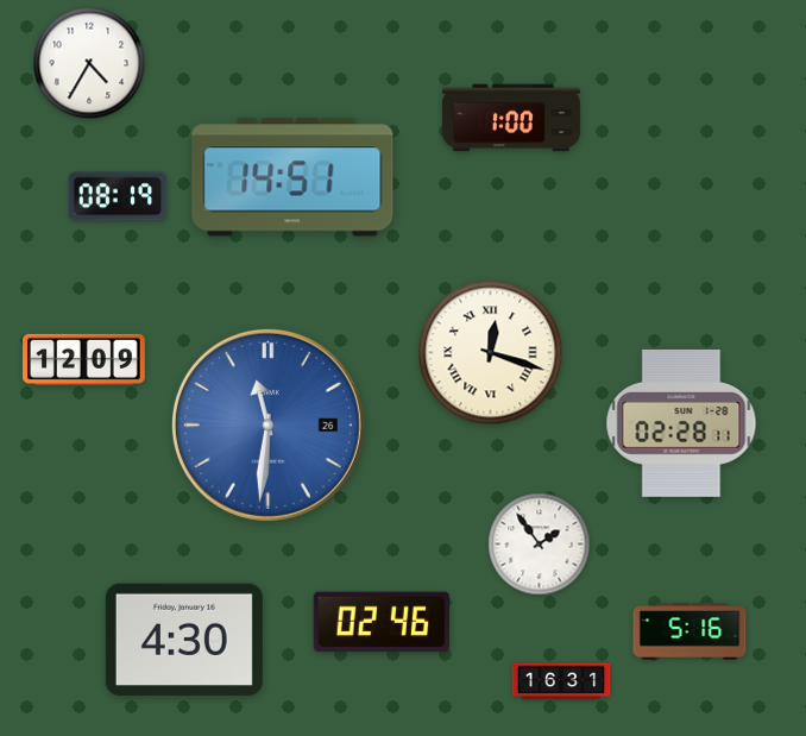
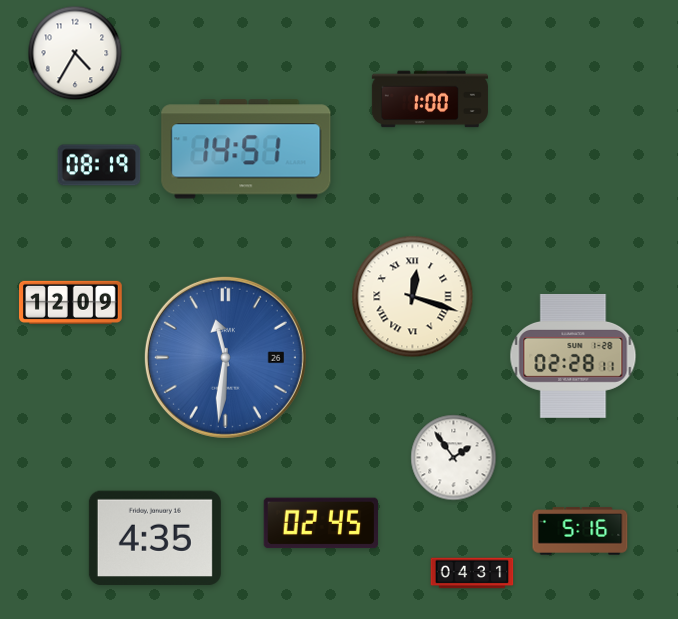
clock at (380, 622): 02:46 -> 02:45
clock at (184, 640): 4:30 -> 4:35
clock at (561, 681): 16:31 -> 04:31
